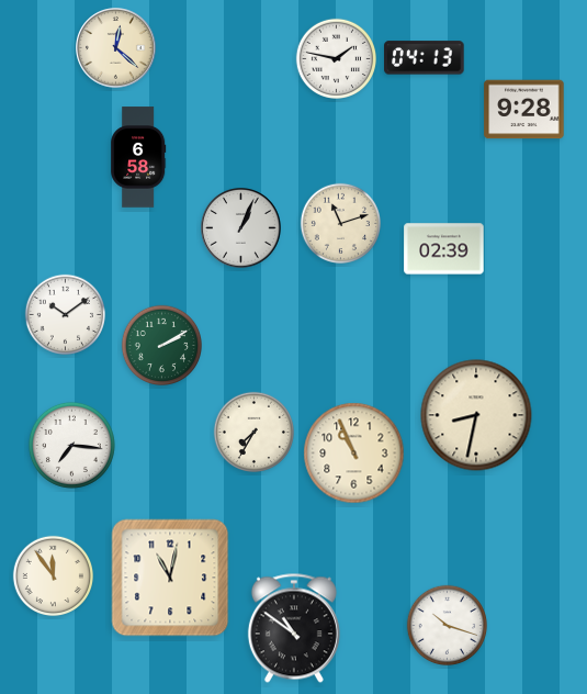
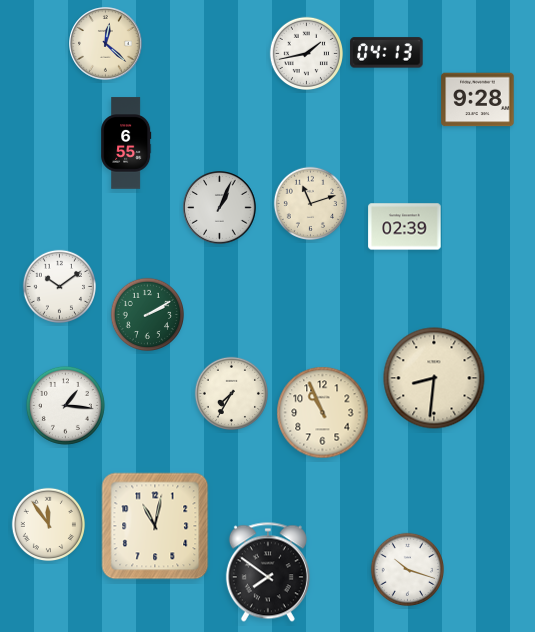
clock at (336, 58): 1:47 -> 1:43
clock at (138, 157): 6:58 -> 6:55
clock at (476, 415): 8:32 -> 8:31
clock at (71, 445): 7:16 -> 1:16
clock at (294, 628): 10:51 -> 7:51
